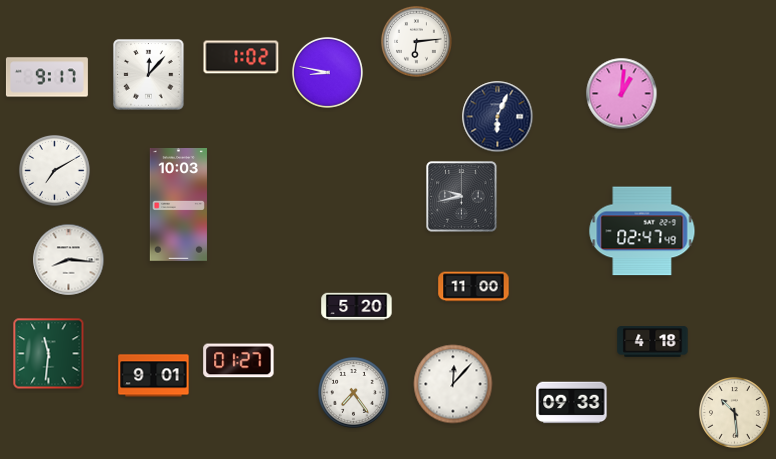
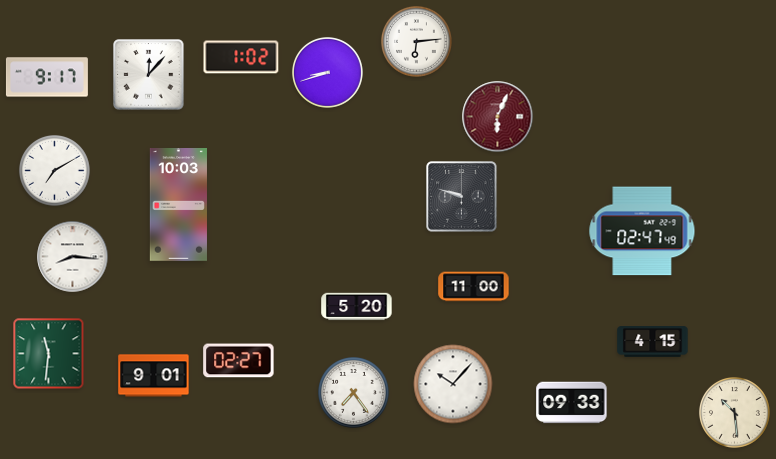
clock at (328, 73): 8:47 -> 8:42
clock at (622, 94): 1:01 -> none
clock at (498, 117) dial: navy -> burgundy
clock at (462, 197): 9:43 -> 9:48
clock at (69, 260) position: (69, 260) -> (73, 257)
clock at (653, 342): 4:18 -> 4:15
clock at (239, 361): 01:27 -> 02:27
clock at (453, 384): 12:07 -> 10:07
